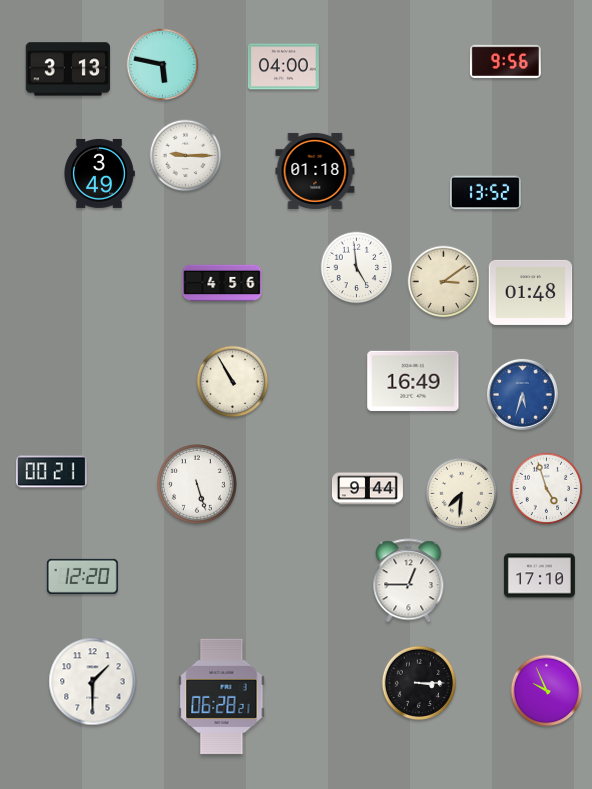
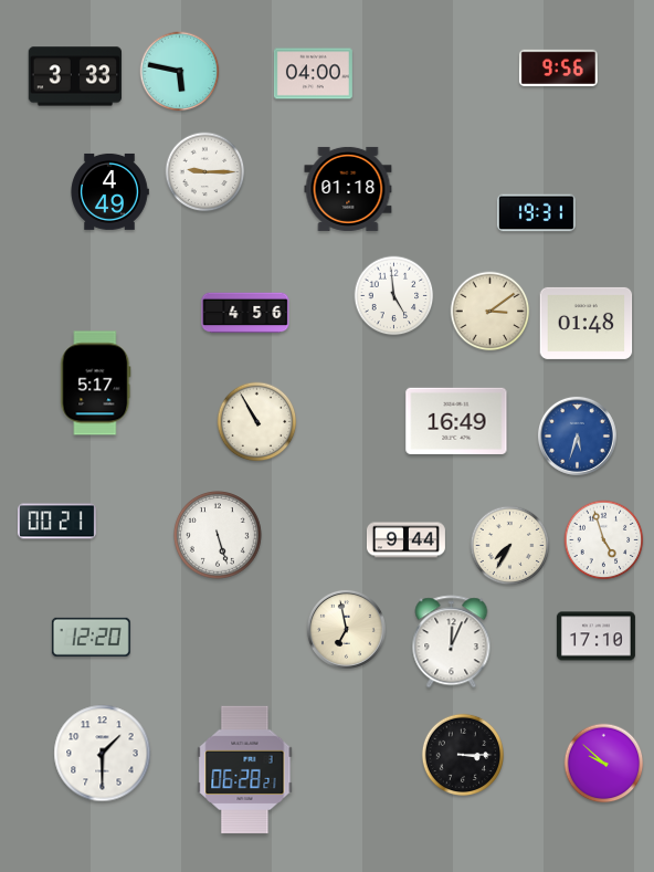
clock at (68, 69): 3:13 -> 3:33
clock at (99, 173): 3:49 -> 4:49
clock at (485, 193): 13:52 -> 19:31
clock at (96, 384): none -> 5:17
clock at (462, 494): 7:31 -> 7:35
clock at (346, 629): none -> 6:58
clock at (409, 581): 12:45 -> 12:04
clock at (547, 691): 9:56 -> 9:52
